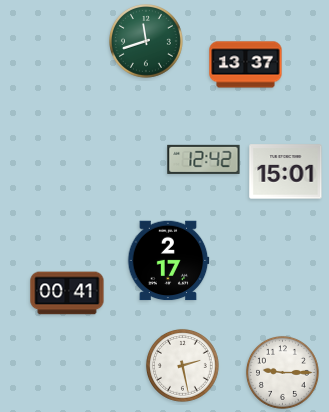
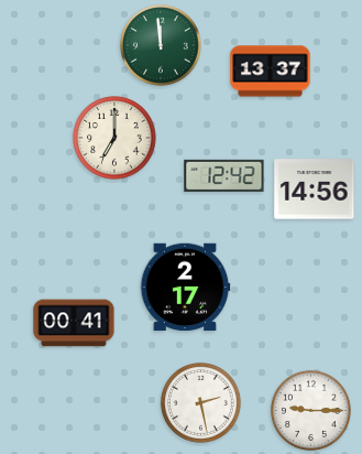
clock at (147, 42): 11:42 -> 11:59
clock at (114, 138): none -> 7:00
clock at (286, 172): 15:01 -> 14:56
